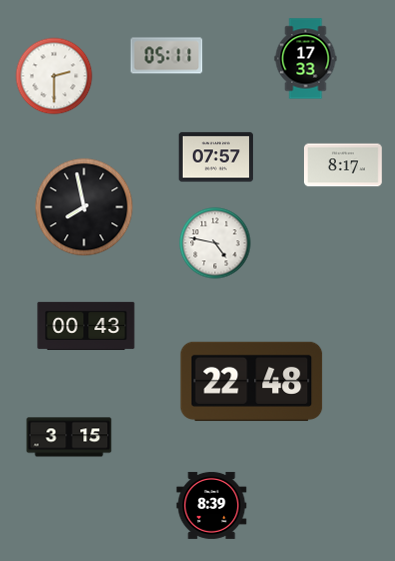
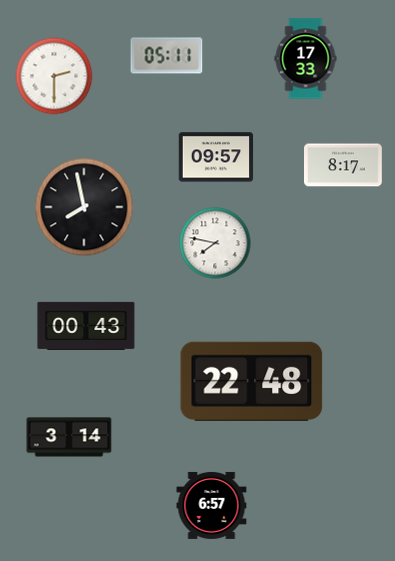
clock at (216, 157): 07:57 -> 09:57
clock at (215, 243): 4:47 -> 7:47
clock at (69, 437): 3:15 -> 3:14
clock at (212, 505): 8:39 -> 6:57
